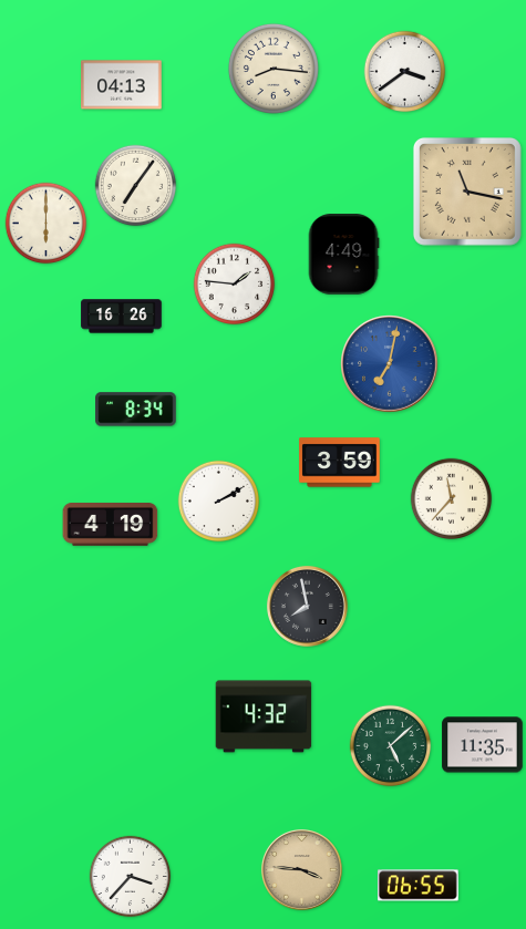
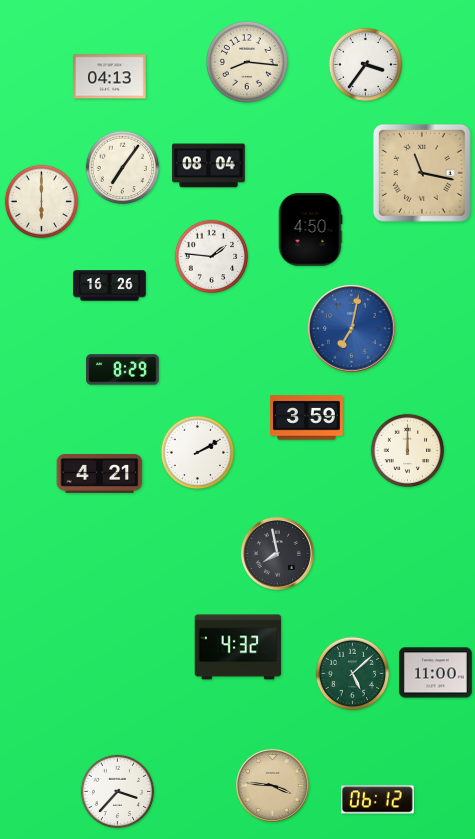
clock at (405, 72): 3:39 -> 3:36
clock at (209, 166): none -> 08:04
clock at (343, 255): 4:49 -> 4:50
clock at (136, 410): 8:34 -> 8:29
clock at (452, 499): 11:37 -> 12:00
clock at (111, 525): 4:19 -> 4:21
clock at (307, 606) position: (307, 606) -> (277, 553)
clock at (483, 745): 11:35 -> 11:00
clock at (419, 886): 06:55 -> 06:12
